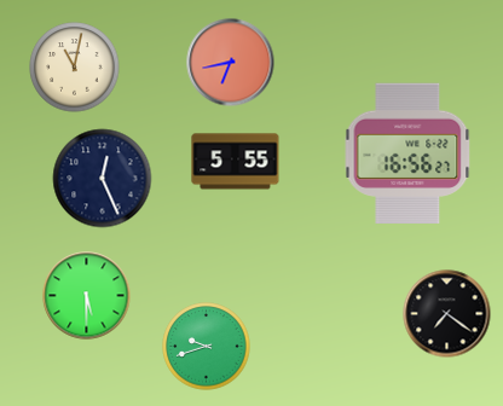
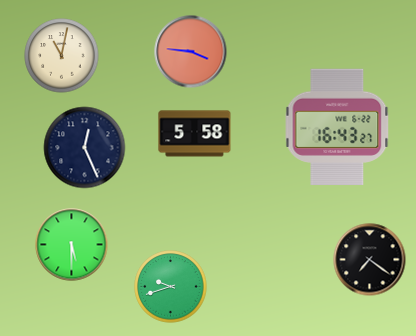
clock at (231, 63): 6:43 -> 3:46
clock at (407, 152): 16:56 -> 16:43
clock at (236, 162): 5:55 -> 5:58
